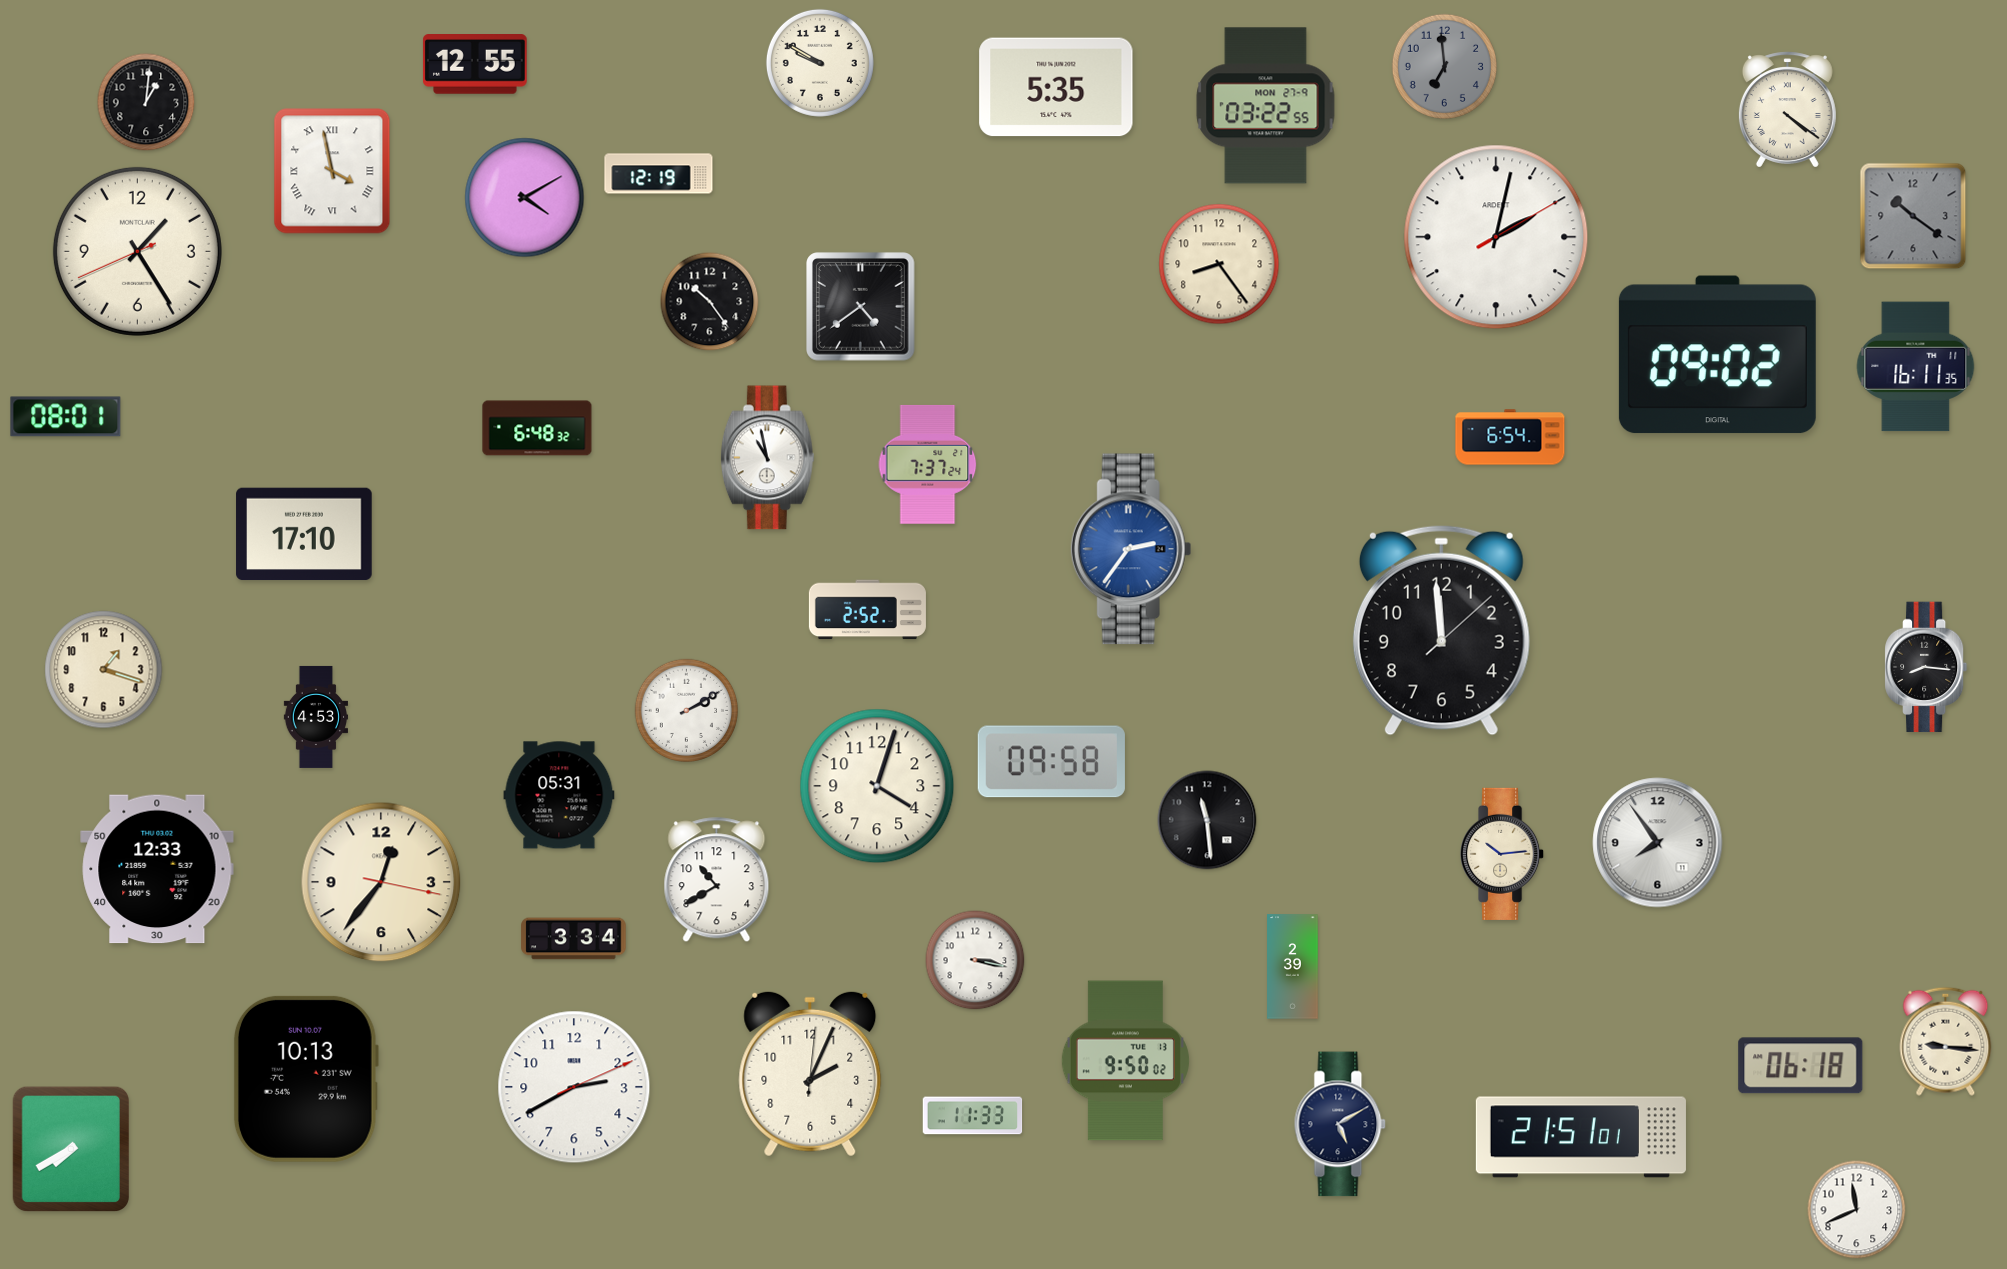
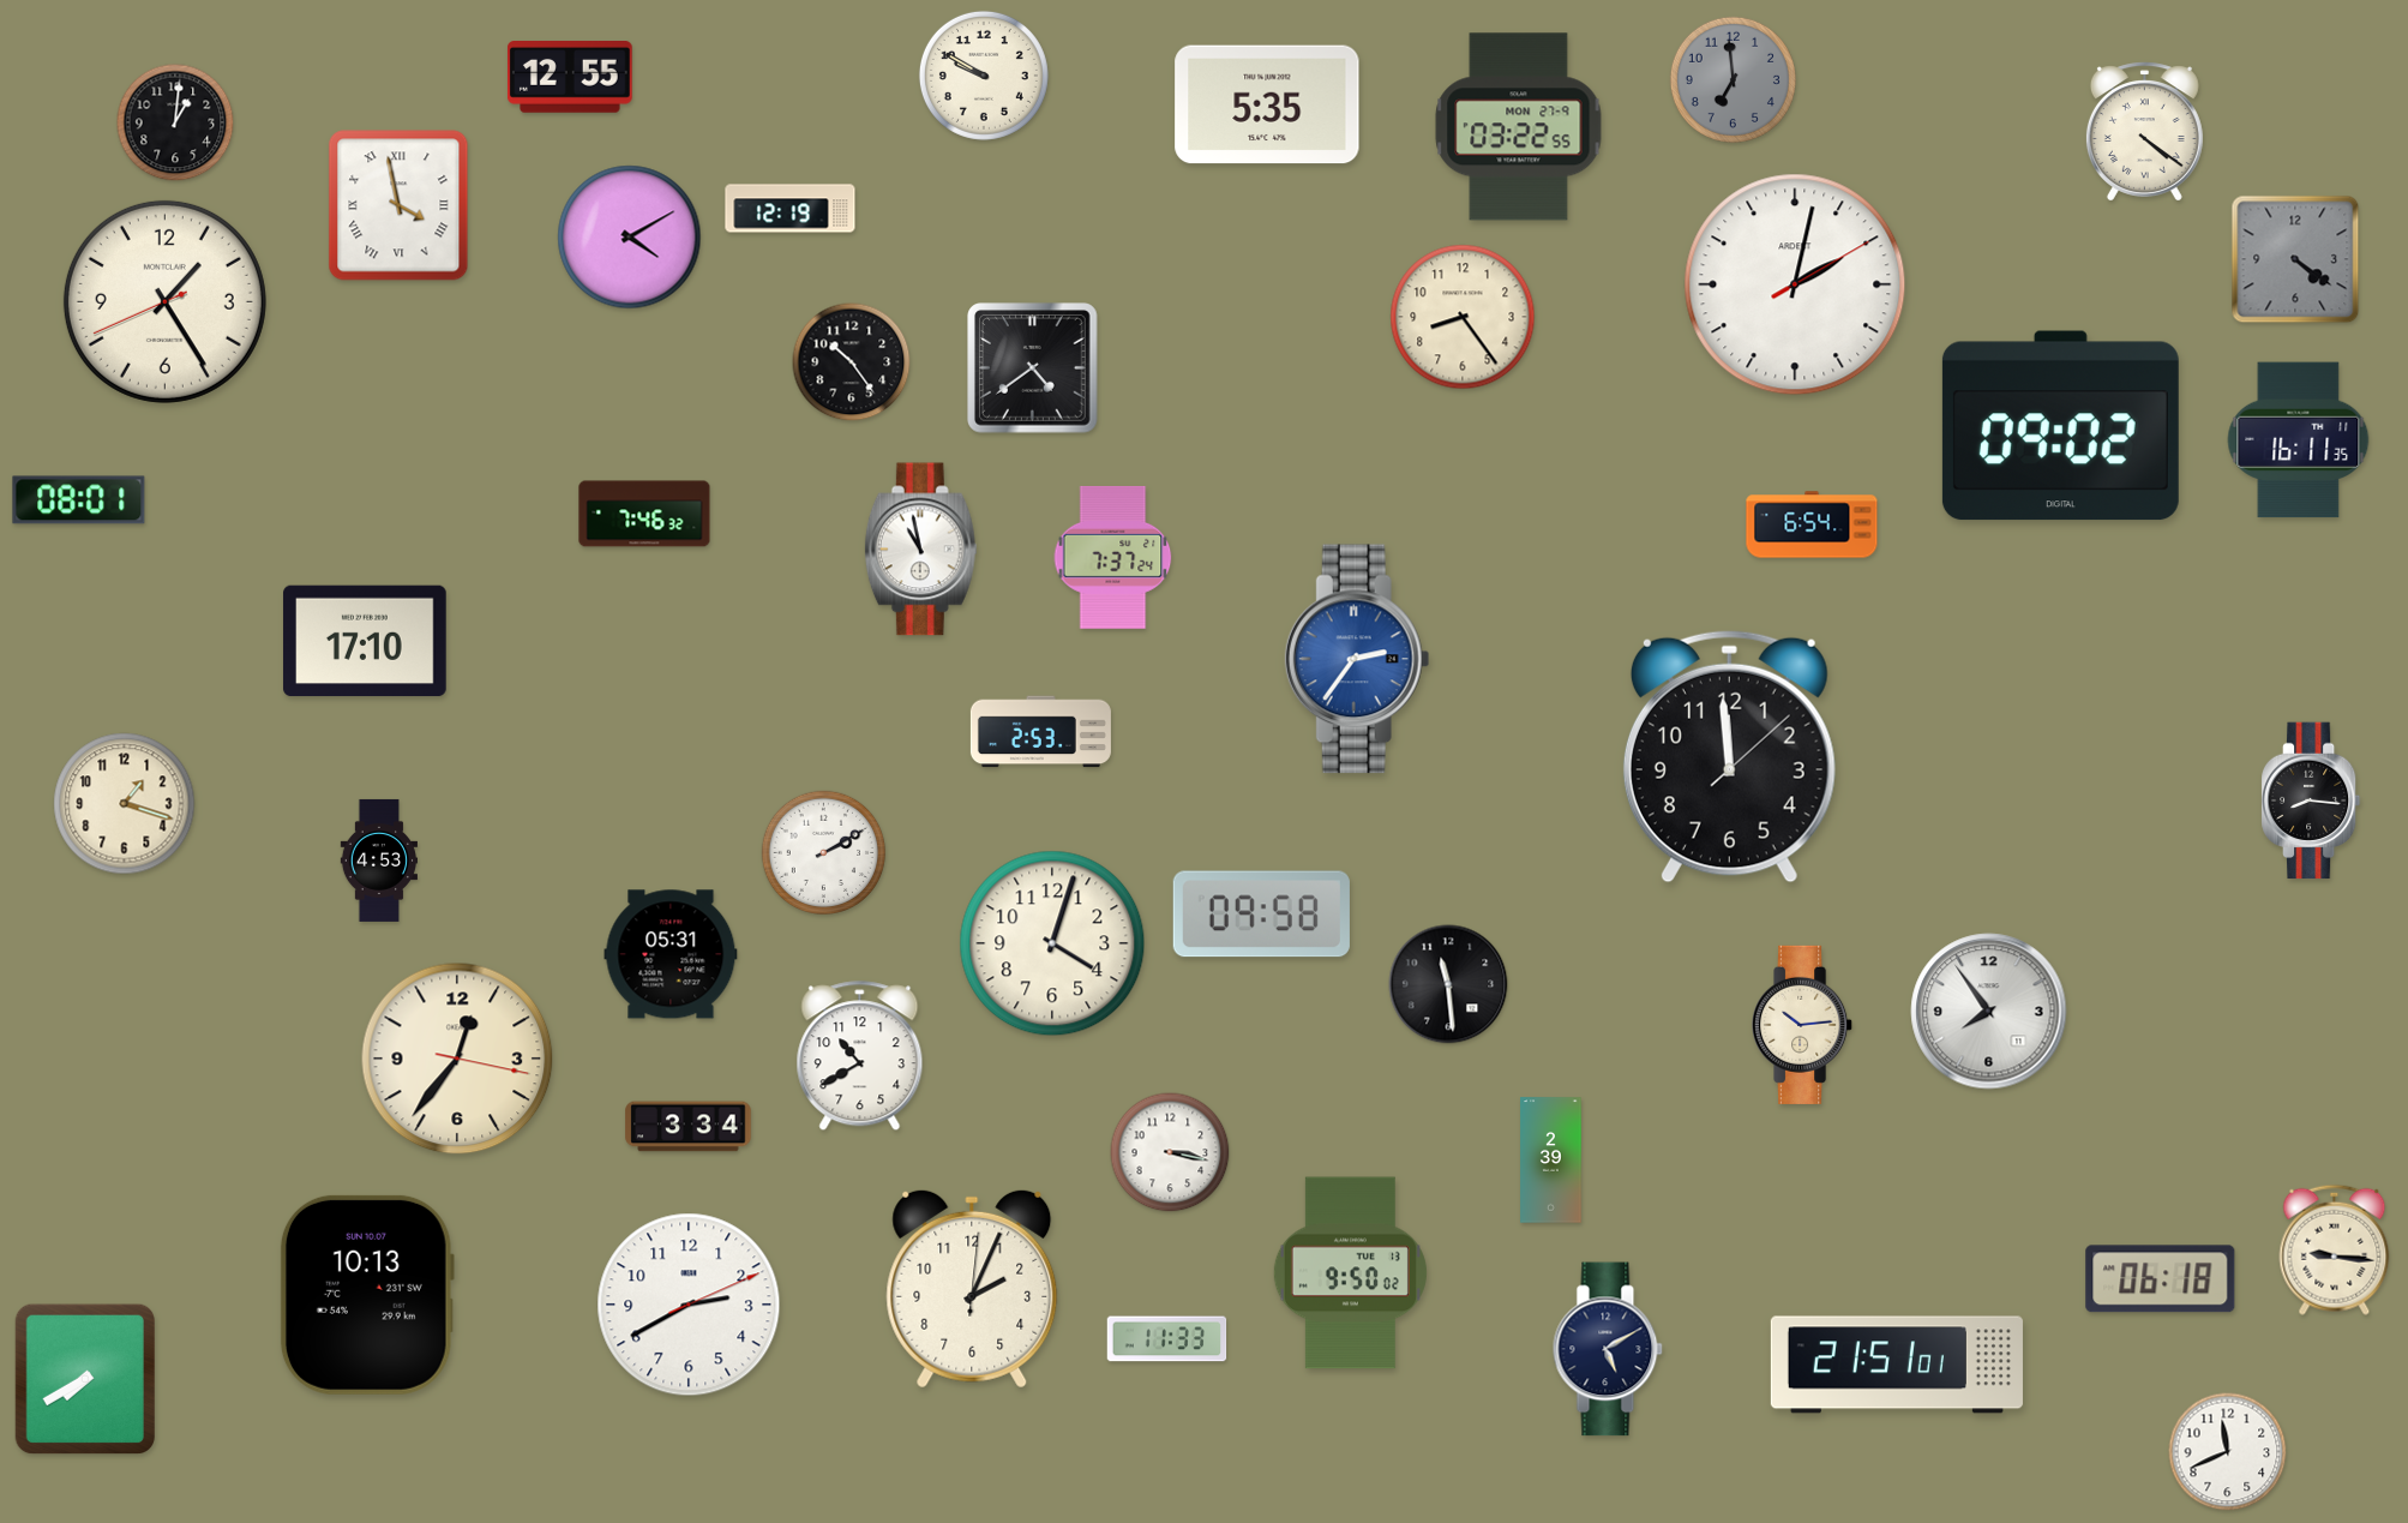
clock at (1913, 216): 10:21 -> 4:21
clock at (537, 428): 6:48 -> 7:46
clock at (867, 610): 2:52 -> 2:53
clock at (157, 869): 12:33 -> none
